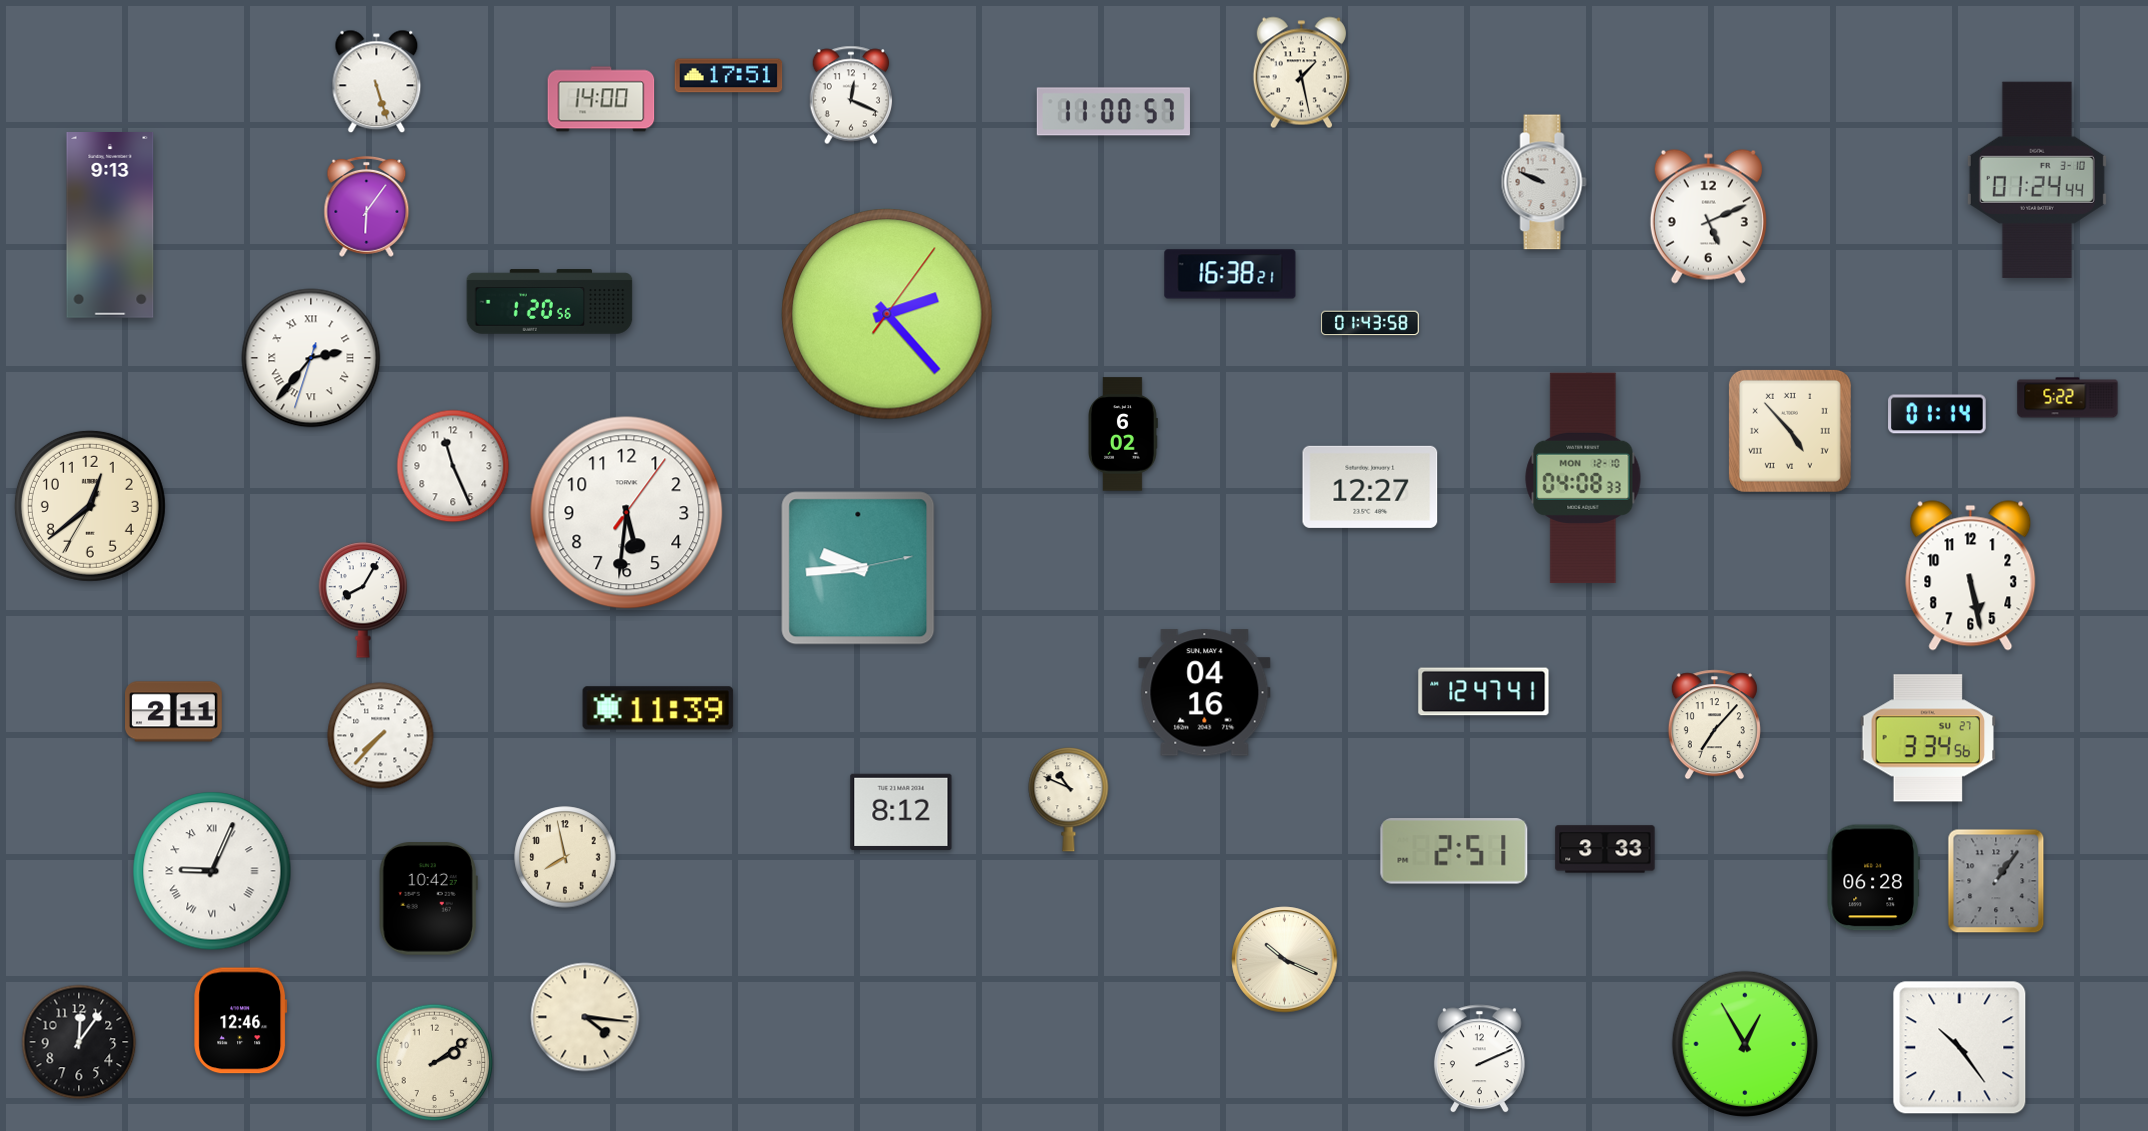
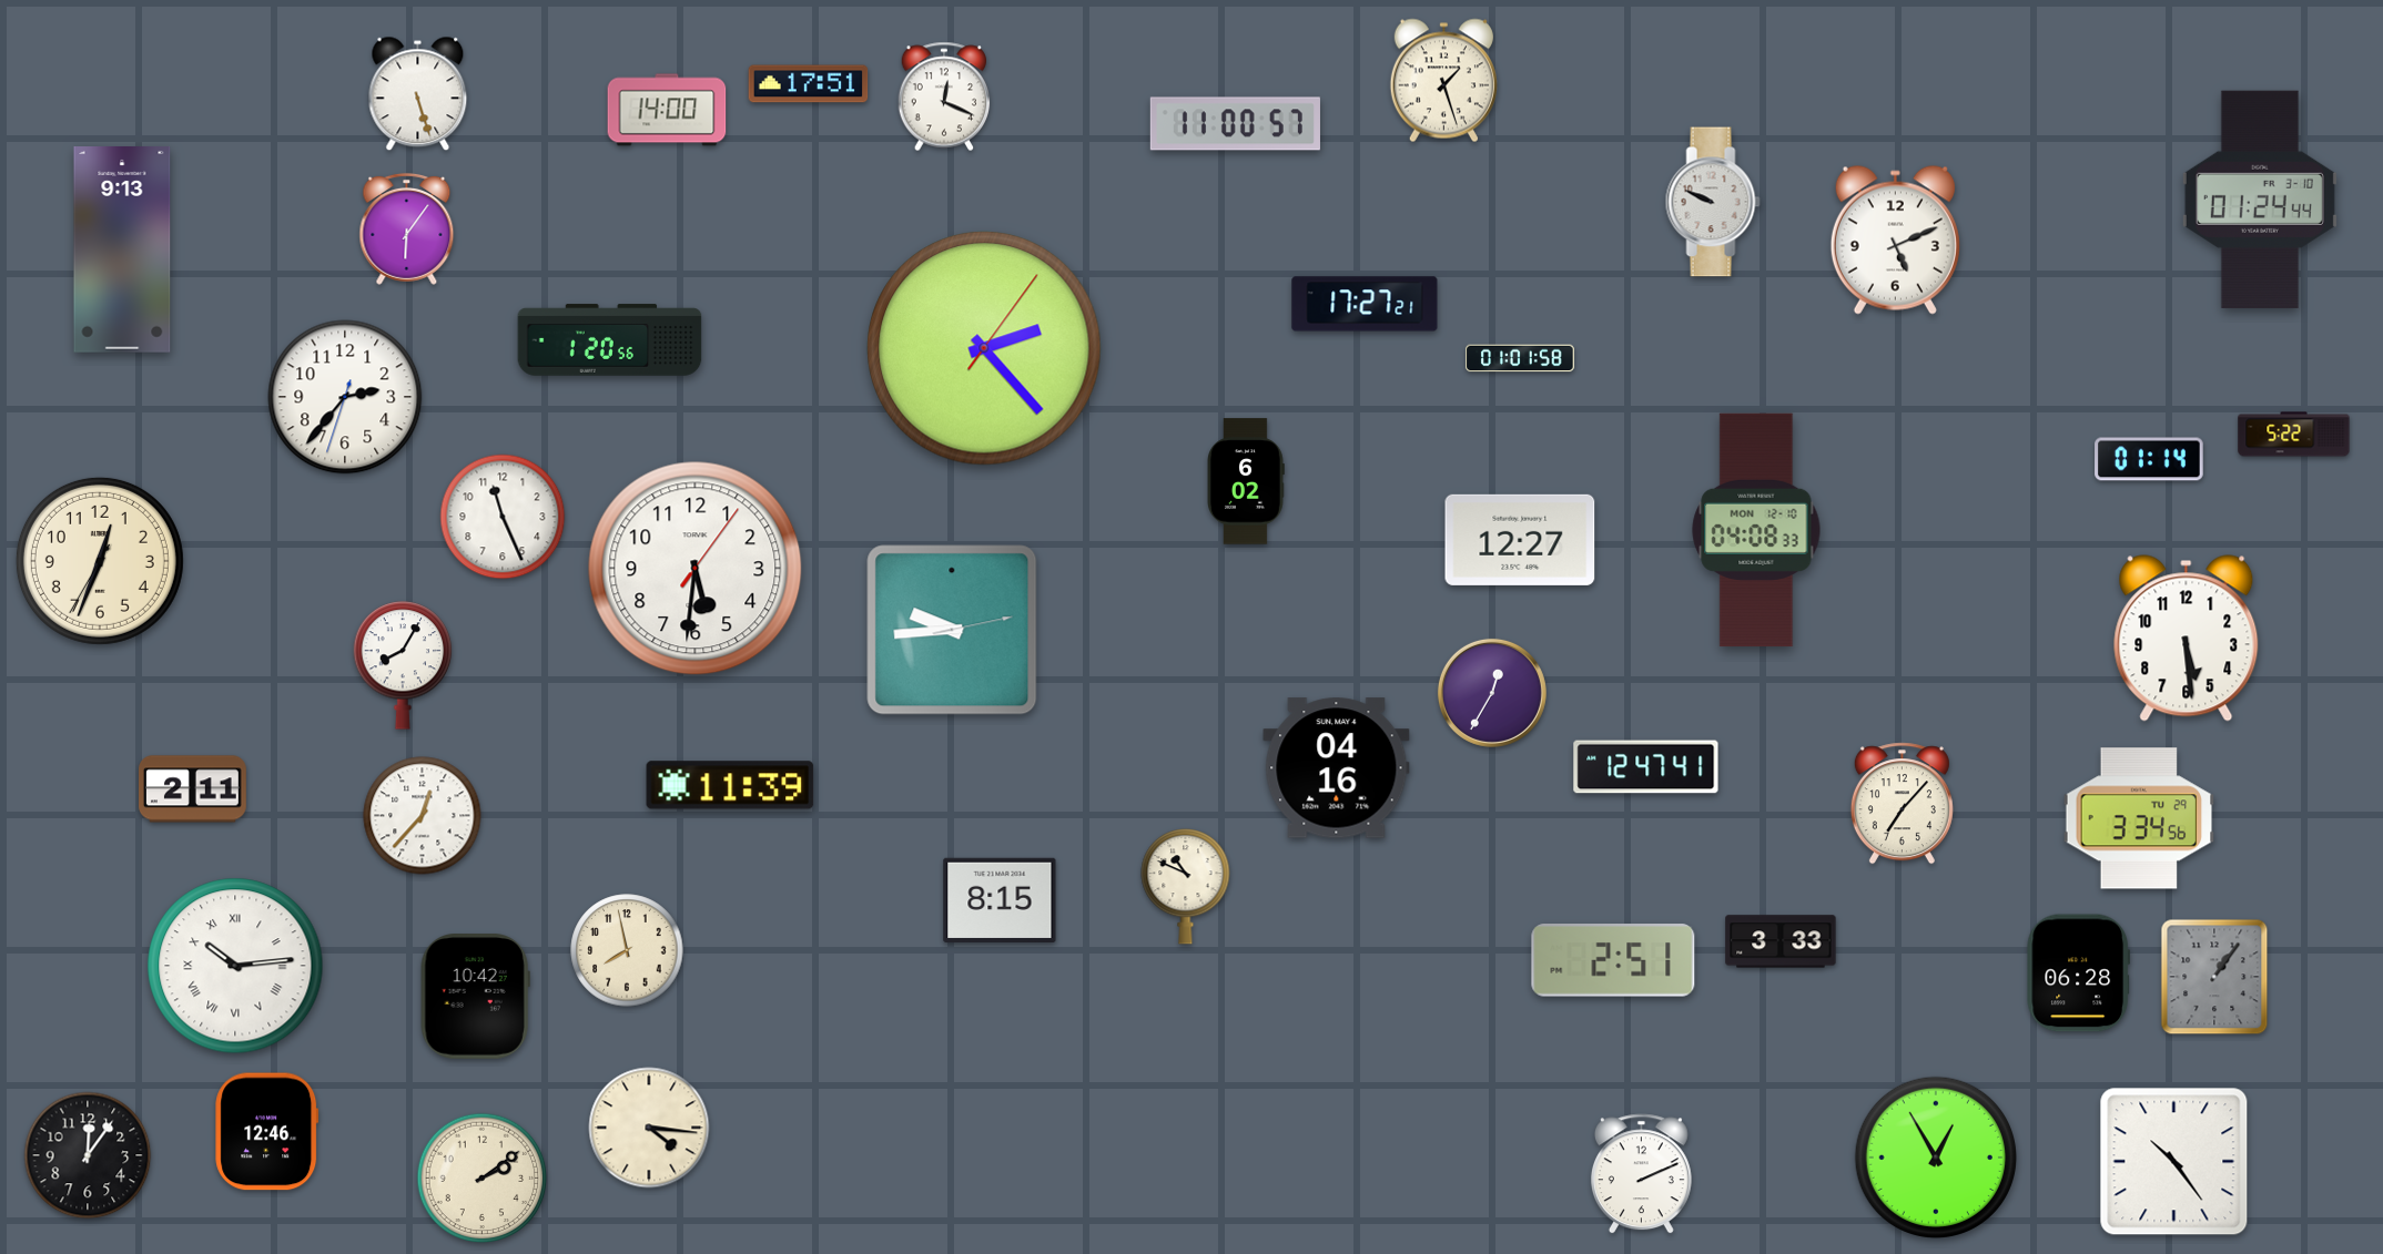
clock at (1301, 73): 1:28 -> 1:27
clock at (377, 82) position: (377, 82) -> (418, 94)
clock at (851, 95) position: (851, 95) -> (944, 96)
clock at (1230, 274): 16:38 -> 17:27
clock at (550, 302) position: (550, 302) -> (610, 340)
clock at (1370, 323): 01:43 -> 01:01
clock at (311, 358) numerals: Roman -> Arabic
clock at (2068, 398) position: (2068, 398) -> (2294, 435)
clock at (1790, 431): 4:53 -> none
clock at (90, 506): 12:38 -> 12:33
clock at (1971, 576): 5:28 -> 5:29
clock at (1492, 693): none -> 12:35
clock at (381, 736): 7:37 -> 12:37
clock at (1928, 738) date: SU 27 -> TU 29
clock at (901, 811): 8:12 -> 8:15
clock at (1454, 851) position: (1454, 851) -> (1613, 960)
clock at (212, 871): 9:04 -> 10:14
clock at (1285, 960): 10:19 -> none
